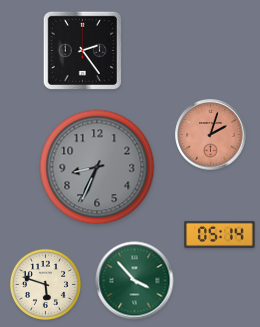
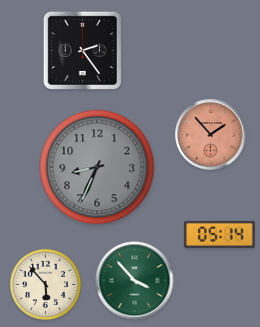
clock at (211, 135): 2:03 -> 1:53
clock at (45, 284): 5:48 -> 5:53
